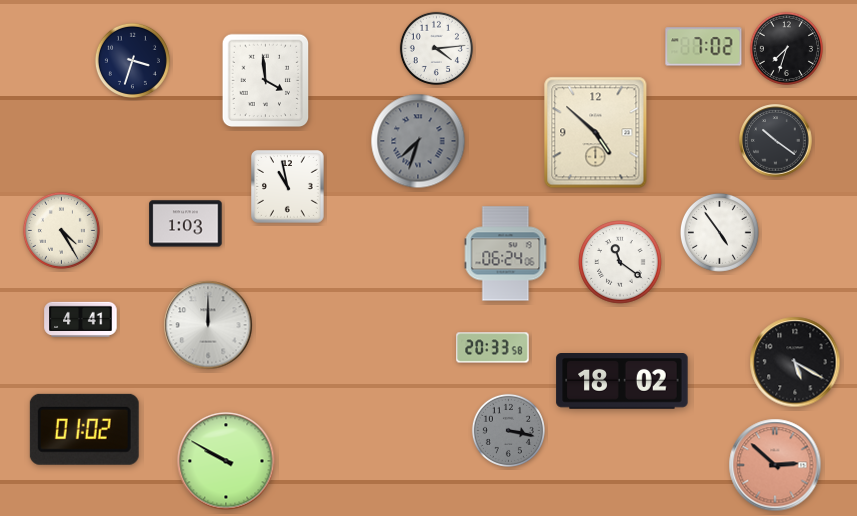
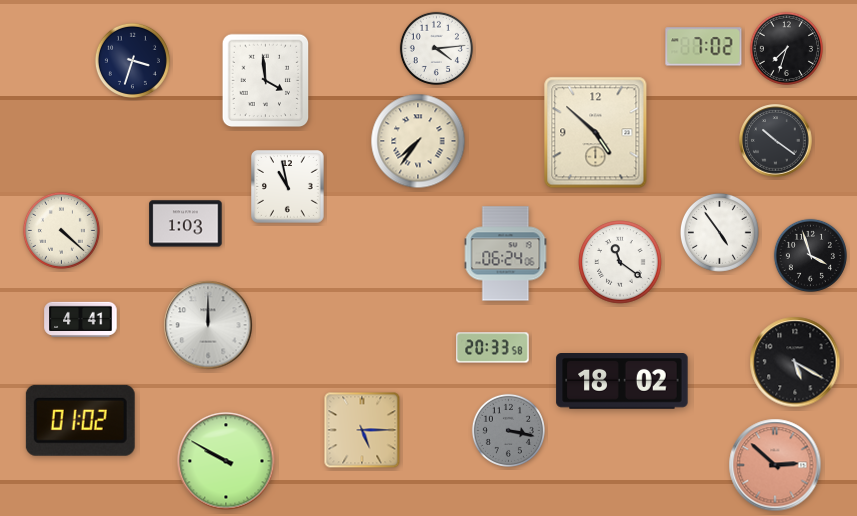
clock at (418, 141): 7:33 -> 7:36
clock at (418, 141) dial: grey -> cream
clock at (61, 230): 4:25 -> 4:22
clock at (810, 255): none -> 3:57
clock at (84, 429) position: (84, 429) -> (80, 420)
clock at (362, 430): none -> 5:15
